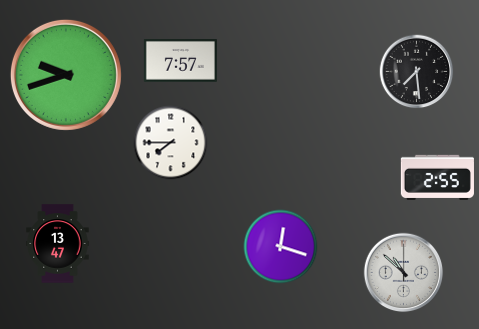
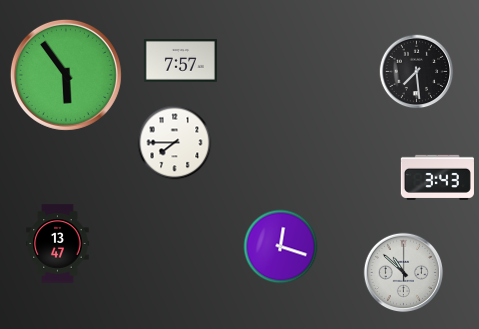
clock at (66, 75): 9:42 -> 5:54
clock at (171, 143) position: (171, 143) -> (175, 143)
clock at (437, 177): 2:55 -> 3:43
